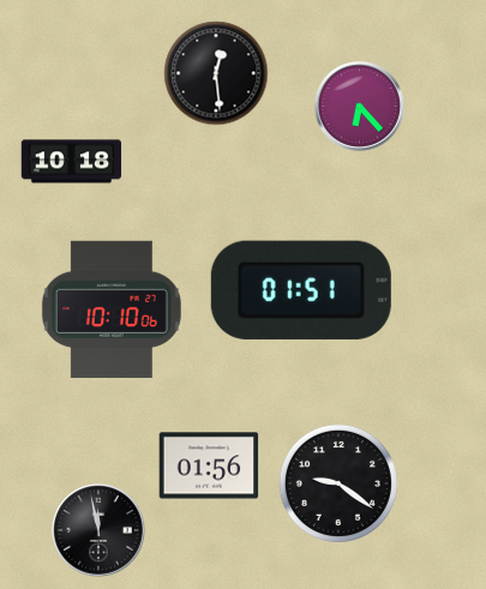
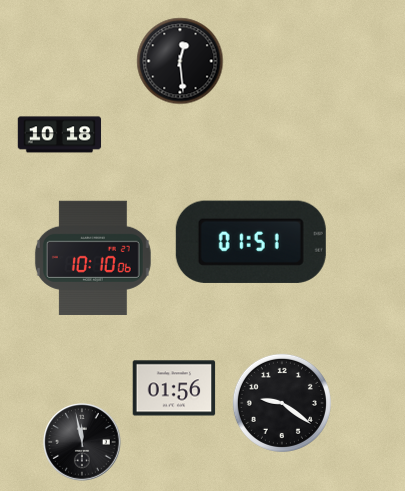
clock at (359, 106): 6:23 -> none
